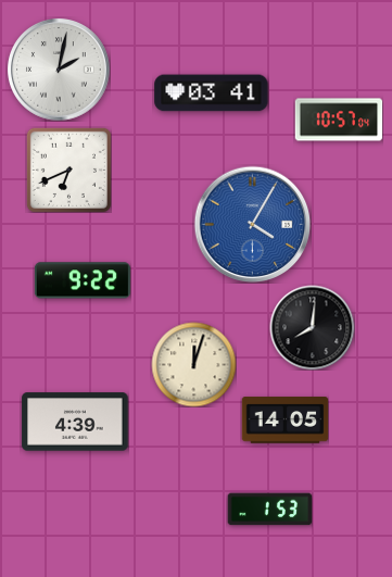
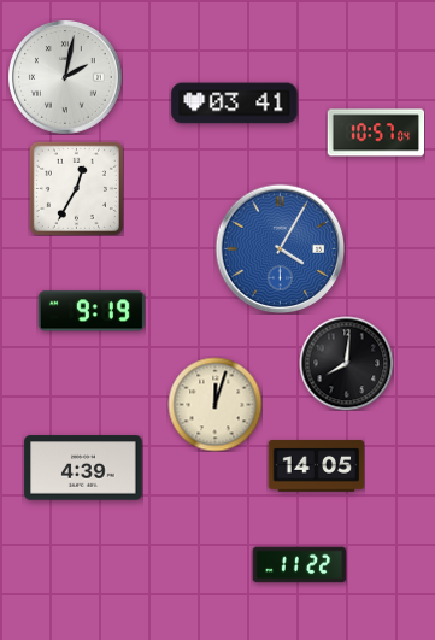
clock at (68, 170): 6:41 -> 12:35
clock at (83, 280): 9:22 -> 9:19
clock at (269, 510): 1:53 -> 11:22
